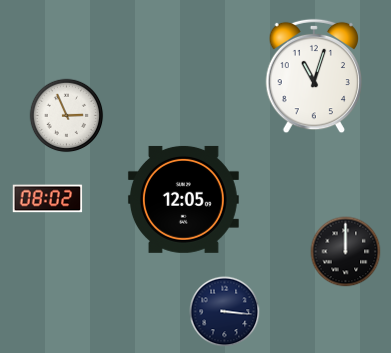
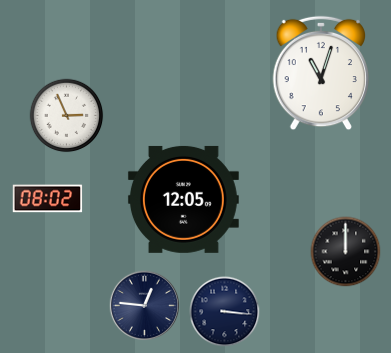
clock at (314, 76) position: (314, 76) -> (321, 73)
clock at (144, 305): none -> 12:46
